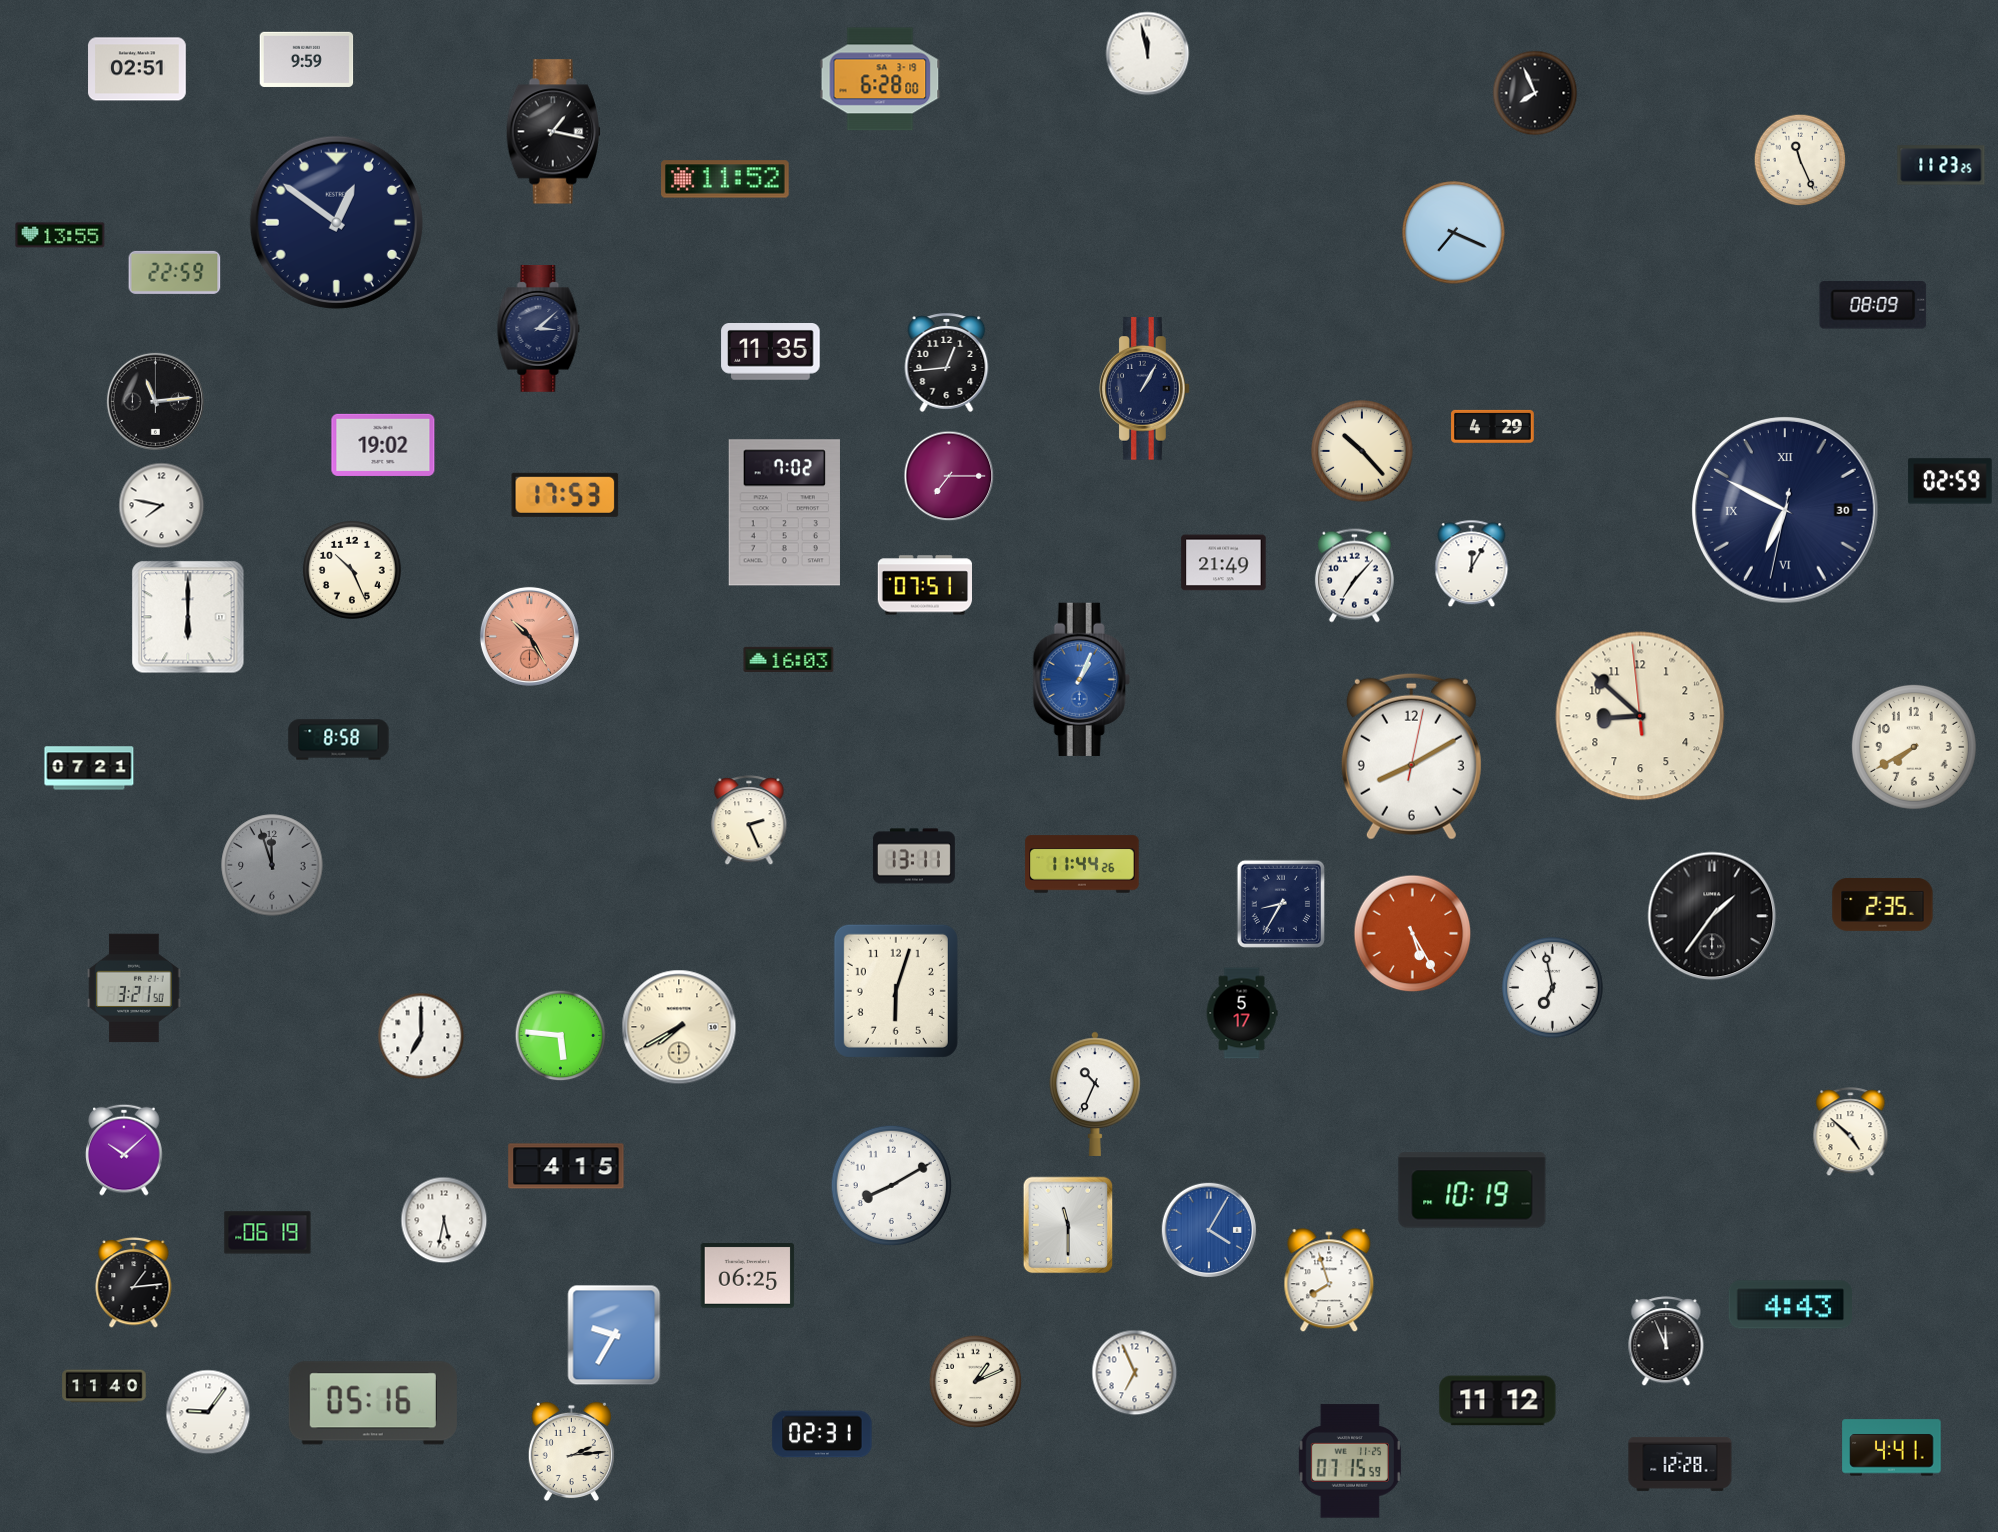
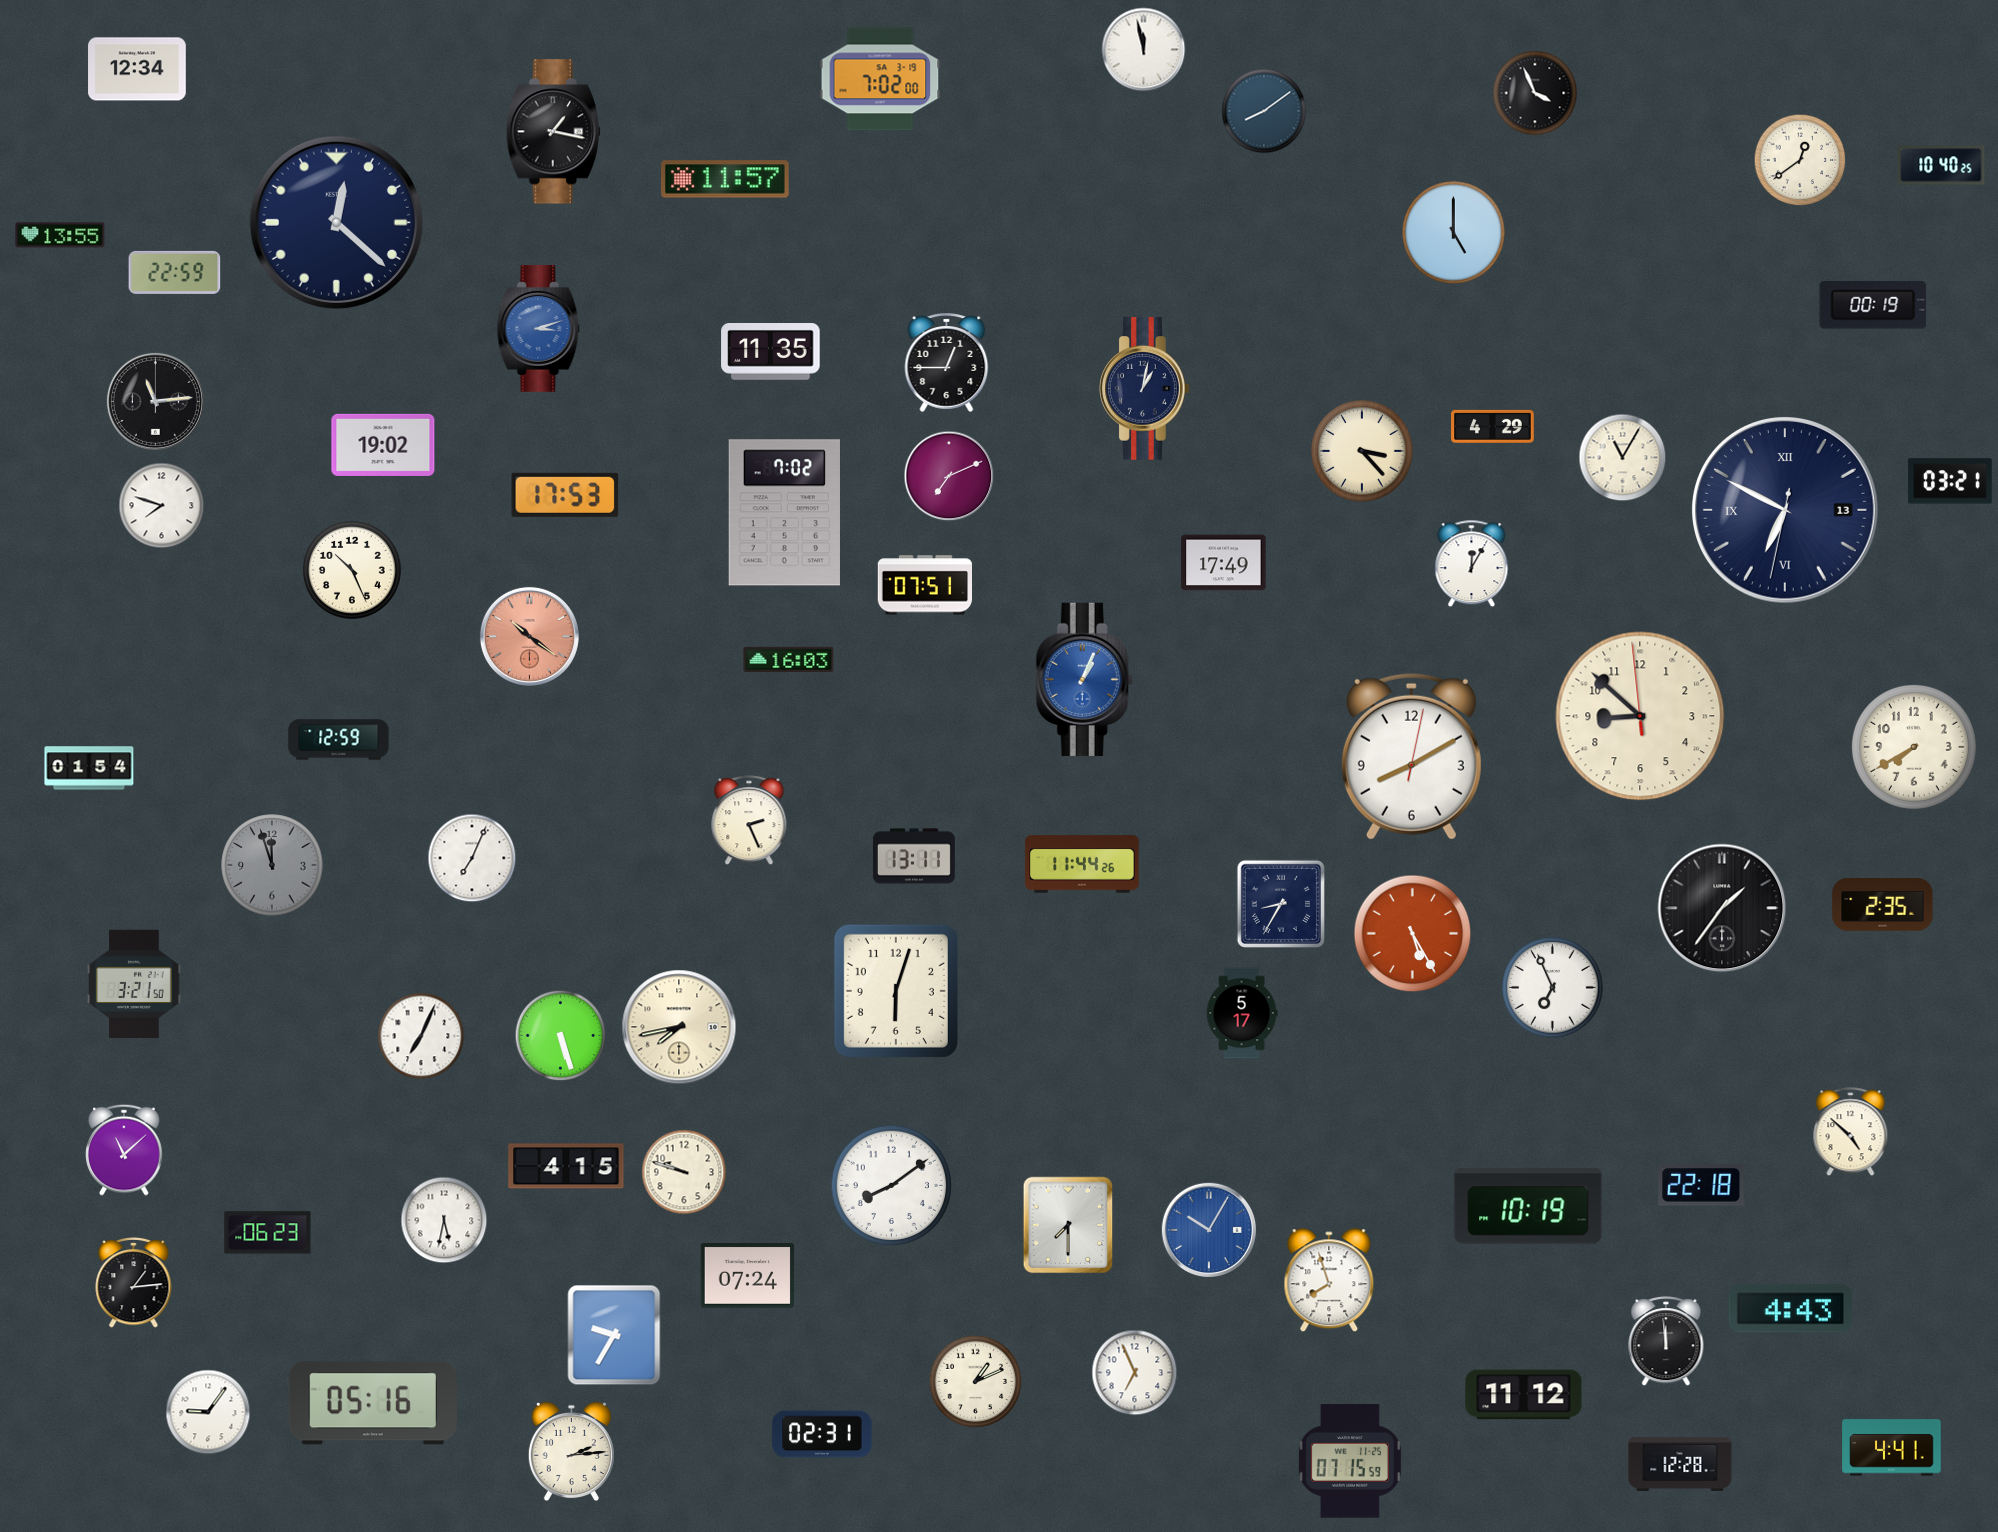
clock at (1148, 54) position: (1148, 54) -> (1144, 50)
clock at (307, 59): 9:59 -> none
clock at (137, 69): 02:51 -> 12:34
clock at (880, 79): 6:28 -> 7:02
clock at (1535, 93): 7:56 -> 3:56
clock at (1264, 111): none -> 8:09
clock at (1800, 160): 11:26 -> 12:39
clock at (1941, 165): 11:23 -> 10:40
clock at (725, 179): 11:52 -> 11:57
clock at (336, 222): 12:51 -> 12:22
clock at (1454, 233): 7:19 -> 5:00
clock at (1873, 305): 08:09 -> 00:19
clock at (539, 328): 3:08 -> 3:12
clock at (539, 328) dial: navy -> blue
clock at (947, 362): 12:44 -> 12:45
clock at (1145, 389): 1:05 -> 1:02
clock at (1362, 451): 10:23 -> 3:23
clock at (1623, 458): none -> 11:05
clock at (949, 476): 7:15 -> 7:11
clock at (1950, 481): 02:59 -> 03:21
clock at (162, 506): 7:47 -> 7:48
clock at (1786, 511) date: 30 -> 13
clock at (1224, 563): 21:49 -> 17:49
clock at (1354, 576): 7:07 -> none
clock at (188, 617): 6:00 -> none
clock at (529, 636): 10:25 -> 10:21
clock at (1081, 679) position: (1081, 679) -> (1084, 679)
clock at (339, 740): 8:58 -> 12:59
clock at (89, 768): 07:21 -> 01:54
clock at (472, 858): none -> 7:04
clock at (1712, 916) position: (1712, 916) -> (1722, 908)
clock at (134, 988) position: (134, 988) -> (134, 984)
clock at (1553, 988): 6:58 -> 6:56
clock at (679, 1027): 7:40 -> 7:43
clock at (421, 1036): 7:00 -> 7:04
clock at (561, 1036): 5:46 -> 5:27
clock at (1096, 1094): 10:34 -> none
clock at (124, 1150): 10:08 -> 11:08
clock at (684, 1172): none -> 9:48
clock at (891, 1185): 8:10 -> 8:09
clock at (1701, 1185): none -> 22:18
clock at (1472, 1190) position: (1472, 1190) -> (1528, 1206)
clock at (1068, 1225): 11:30 -> 7:30
clock at (1208, 1229): 4:05 -> 10:05
clock at (268, 1233): 06:19 -> 06:23
clock at (748, 1276): 06:25 -> 07:24
clock at (1790, 1305) position: (1790, 1305) -> (1790, 1309)
clock at (1666, 1342): 11:56 -> 11:59
clock at (104, 1386): 11:40 -> none
clock at (1498, 1401) position: (1498, 1401) -> (1524, 1395)
